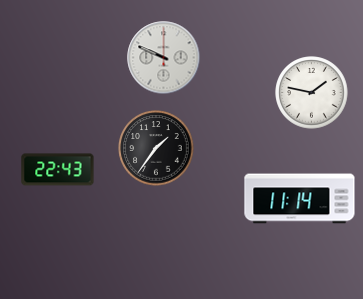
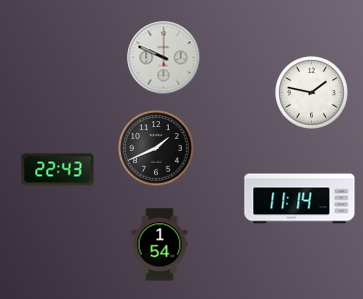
clock at (156, 148): 1:36 -> 1:41
clock at (160, 245): none -> 1:54
